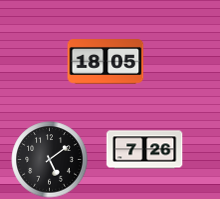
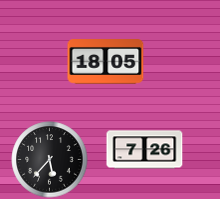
clock at (50, 160): 5:09 -> 5:37
